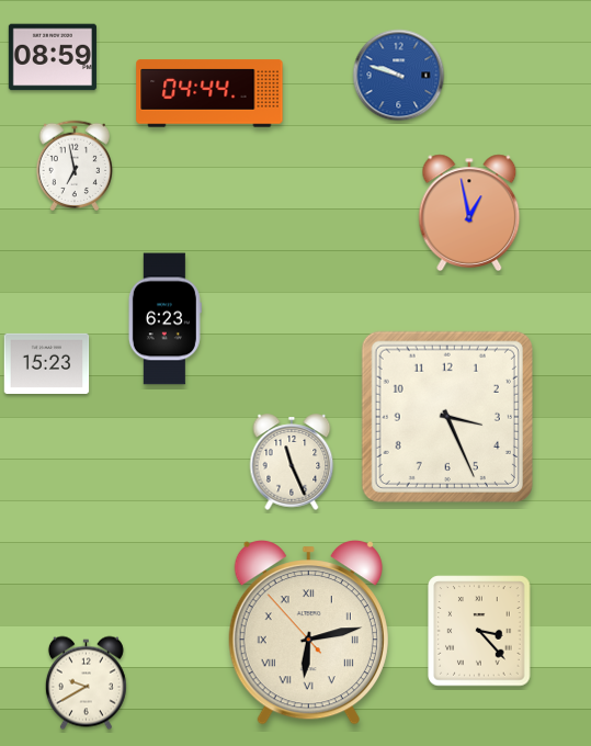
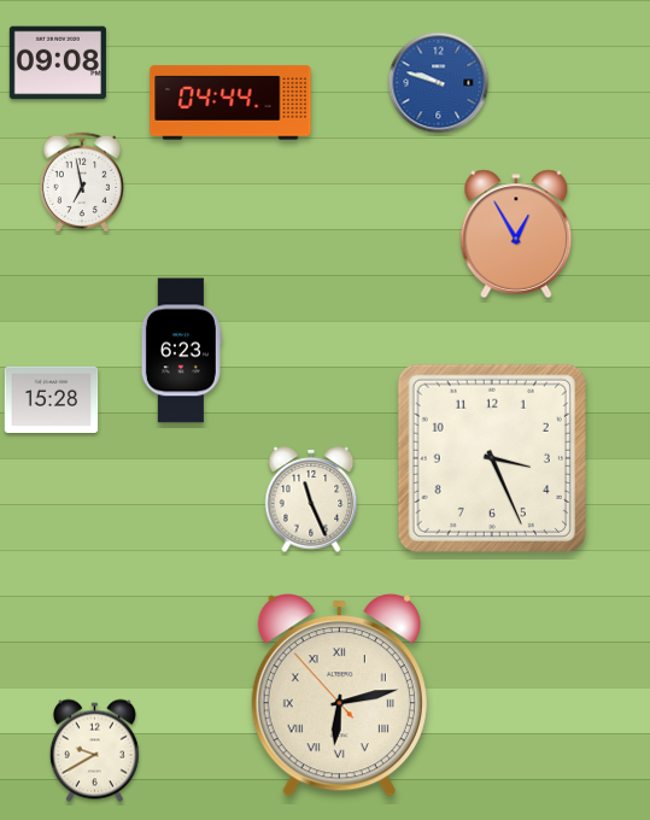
clock at (53, 57): 08:59 -> 09:08
clock at (469, 212): 12:58 -> 12:55
clock at (47, 363): 15:23 -> 15:28
clock at (292, 462) position: (292, 462) -> (311, 499)
clock at (479, 631): 3:23 -> none
